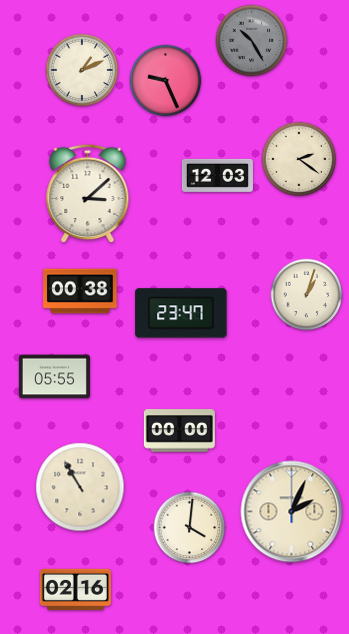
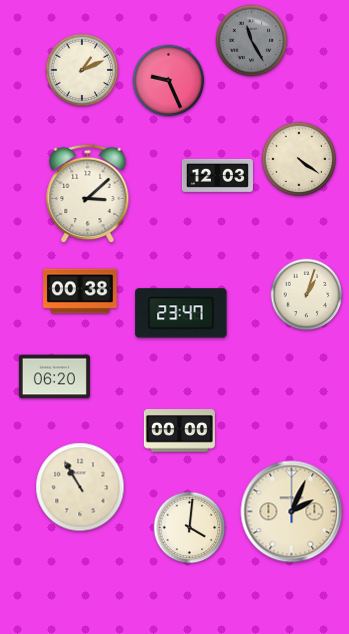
clock at (252, 41): 10:25 -> 11:25
clock at (166, 81) position: (166, 81) -> (169, 81)
clock at (299, 159): 2:21 -> 4:21
clock at (54, 377): 05:55 -> 06:20
clock at (75, 589): 02:16 -> none
